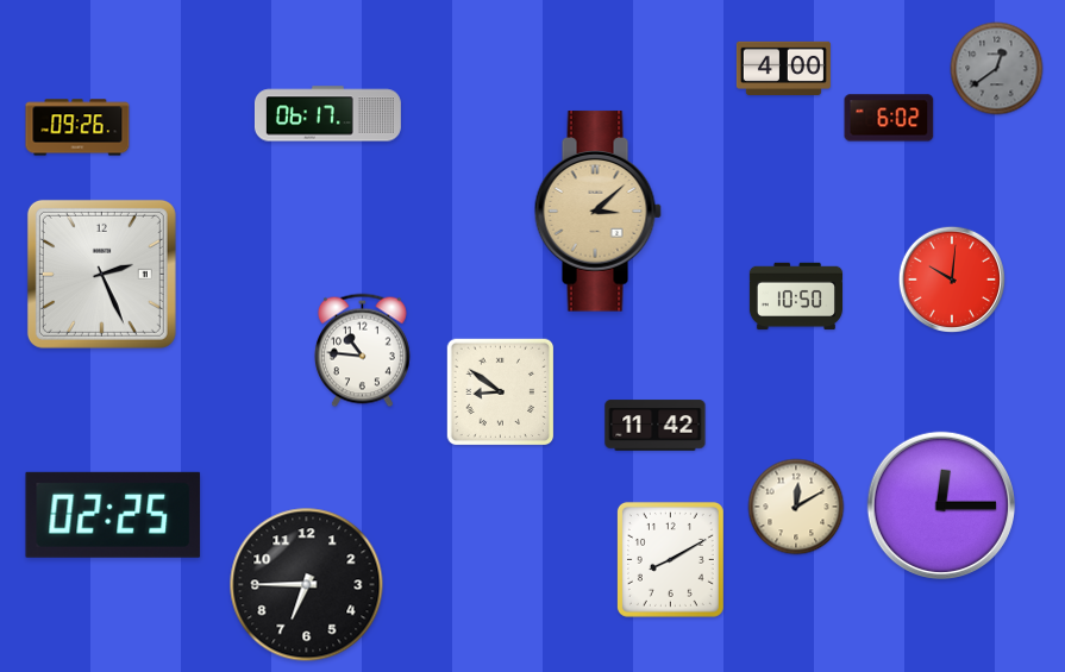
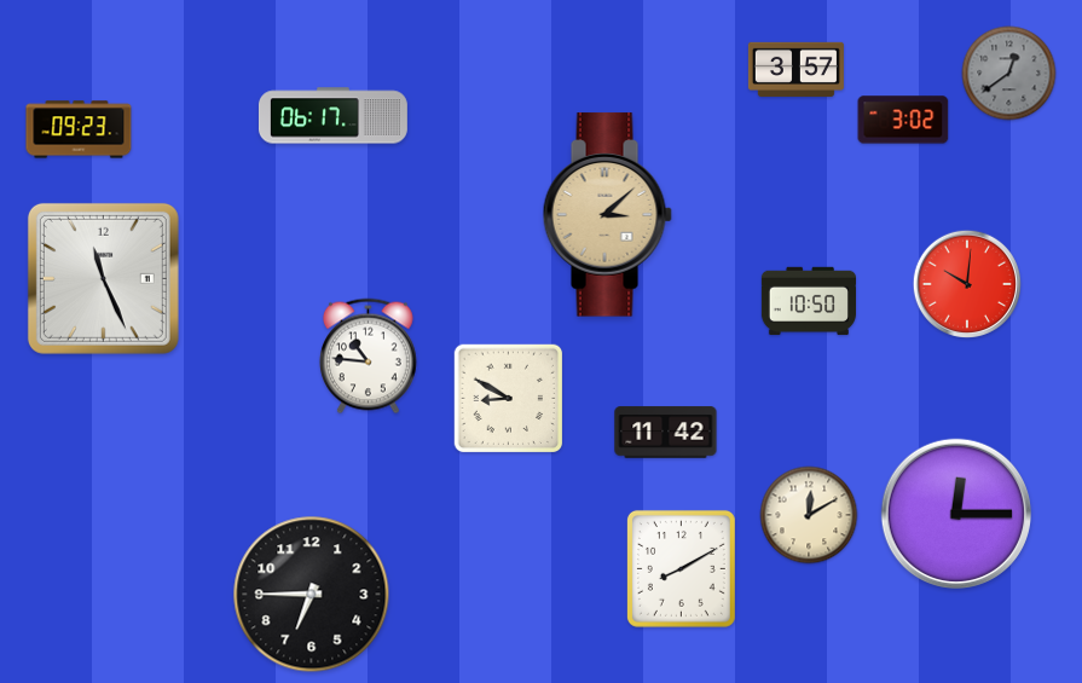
clock at (783, 68): 4:00 -> 3:57
clock at (997, 69) position: (997, 69) -> (1009, 74)
clock at (889, 118): 6:02 -> 3:02
clock at (77, 127): 09:26 -> 09:23
clock at (101, 274): 2:26 -> 11:26
clock at (501, 392): 8:51 -> 8:50
clock at (113, 515): 02:25 -> none
